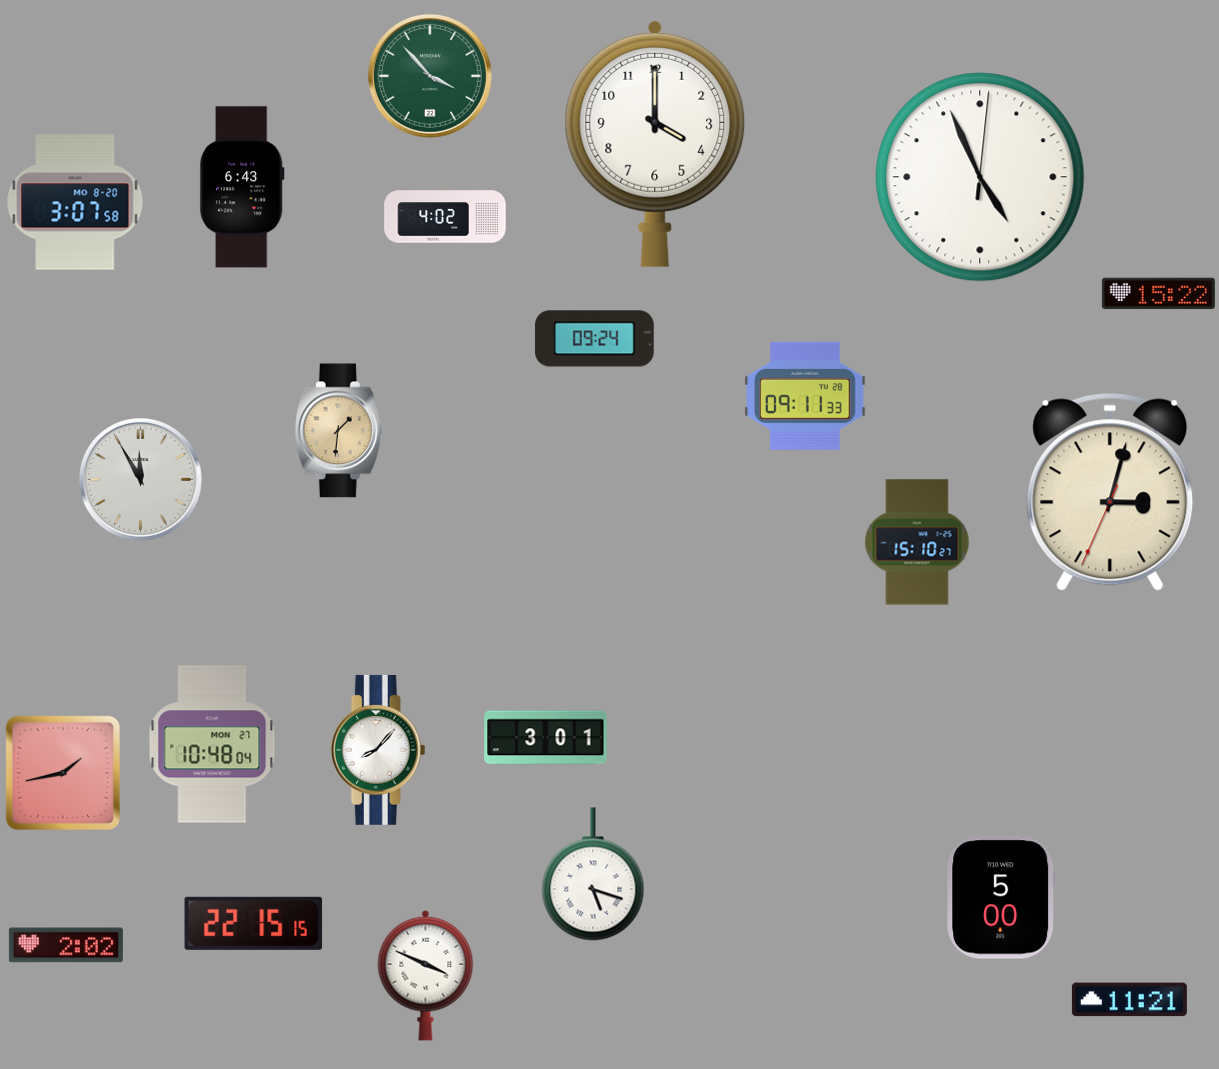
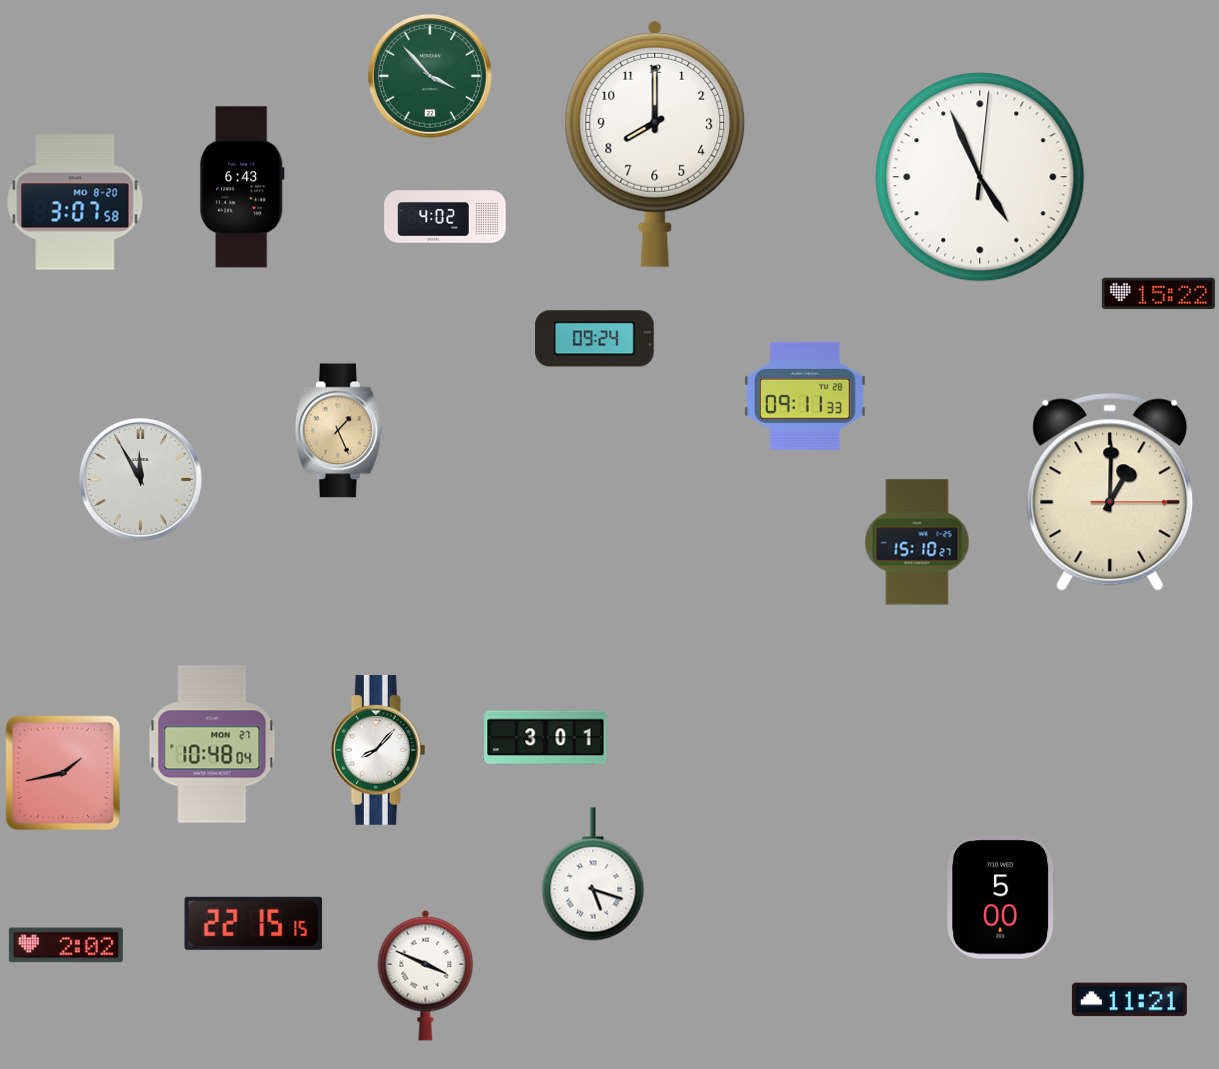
clock at (655, 143): 4:00 -> 8:00
clock at (338, 431): 1:31 -> 1:26
clock at (1110, 492): 3:02 -> 1:00
